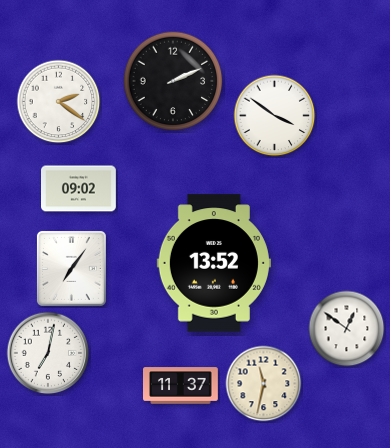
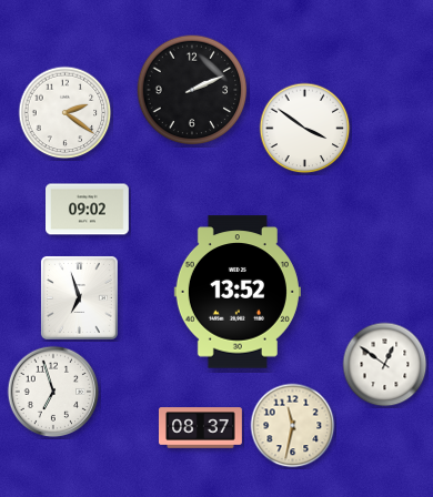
clock at (71, 268): 7:06 -> 6:57
clock at (48, 353): 7:02 -> 6:57
clock at (181, 386): 11:37 -> 08:37
